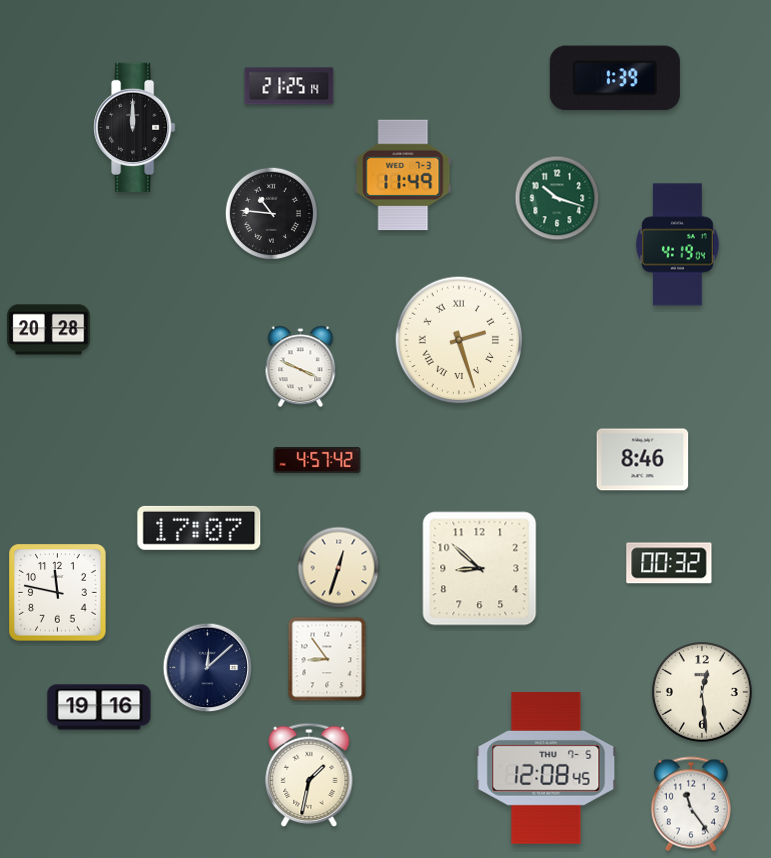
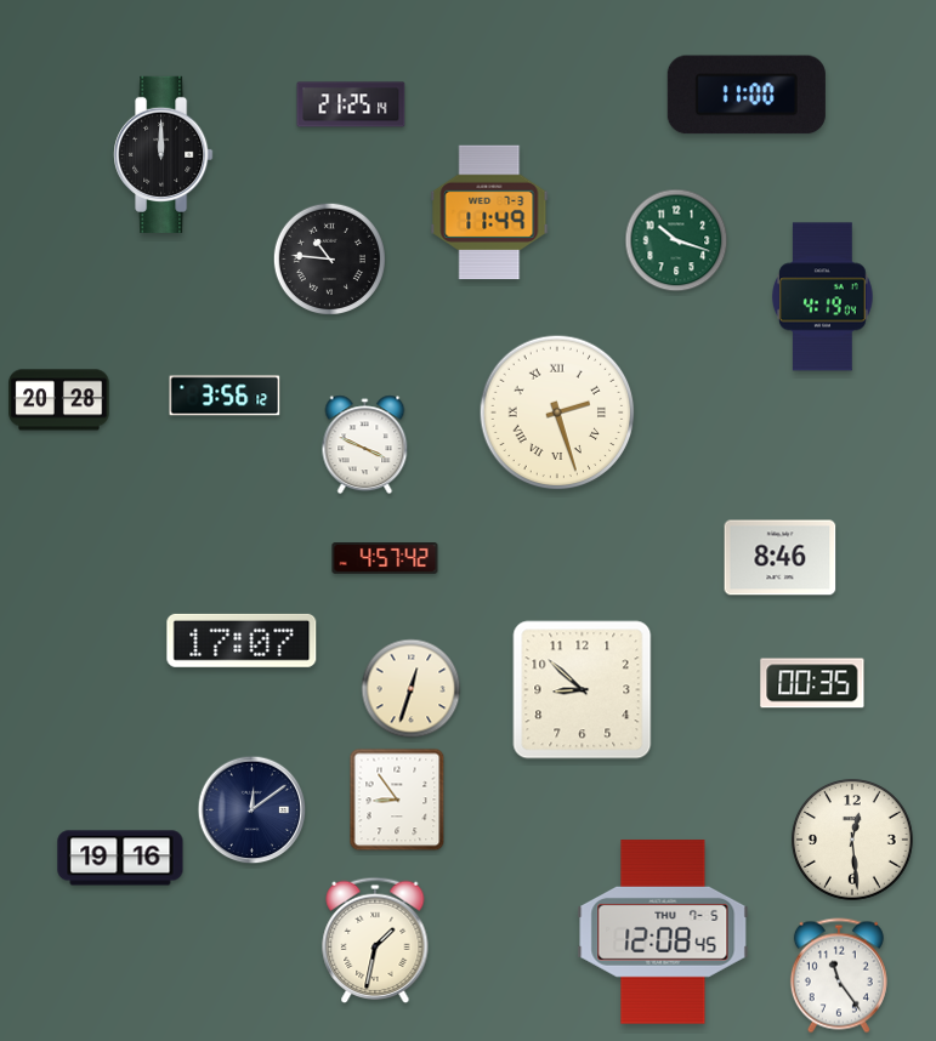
clock at (615, 78): 1:39 -> 11:00
clock at (225, 396): none -> 3:56
clock at (669, 563): 00:32 -> 00:35
clock at (58, 593): 11:47 -> none
clock at (208, 668): 12:08 -> 12:09
